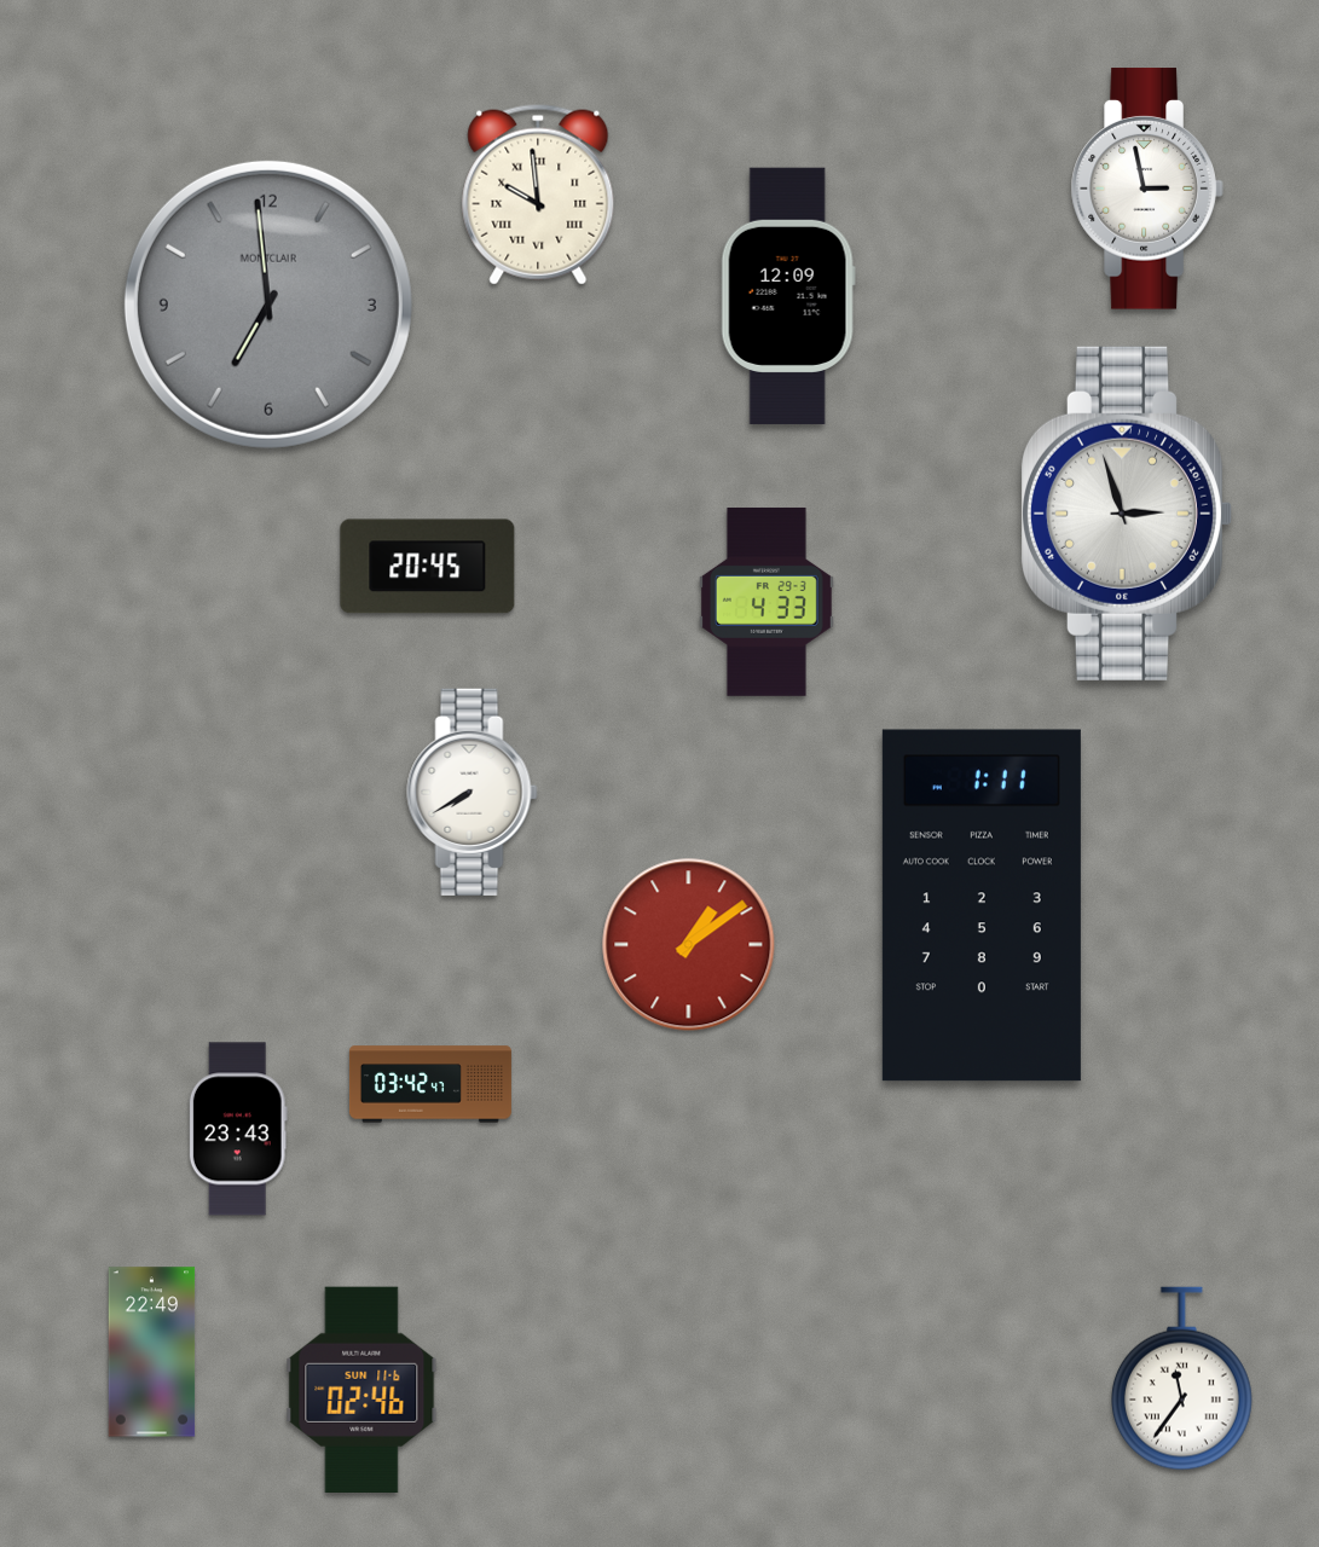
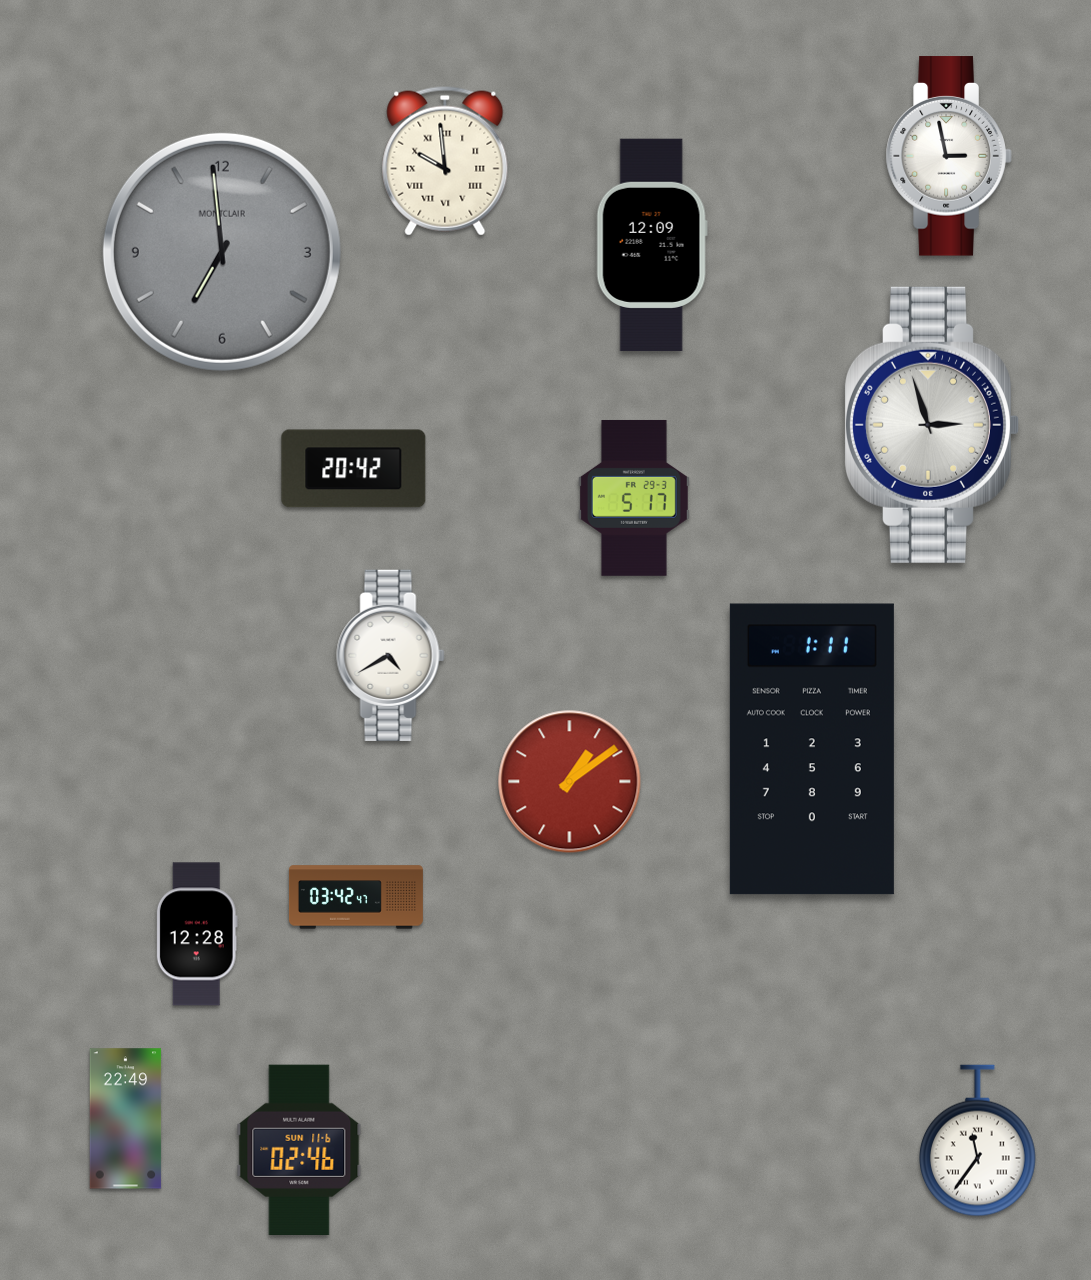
clock at (428, 567): 20:45 -> 20:42
clock at (766, 602): 4:33 -> 5:17
clock at (473, 792): 7:40 -> 4:40
clock at (238, 1129): 23:43 -> 12:28
